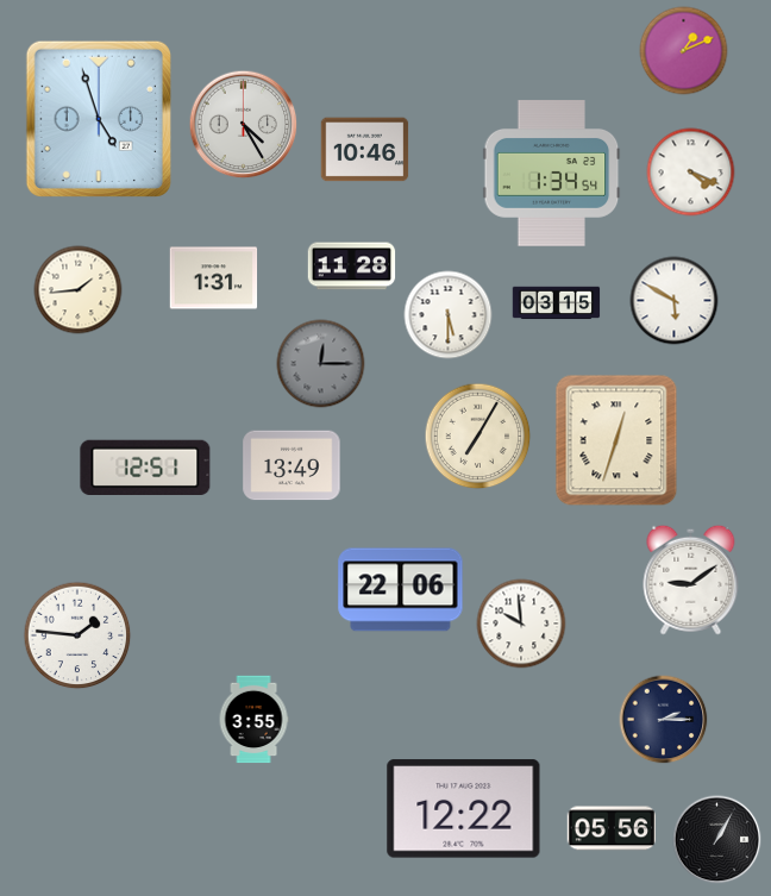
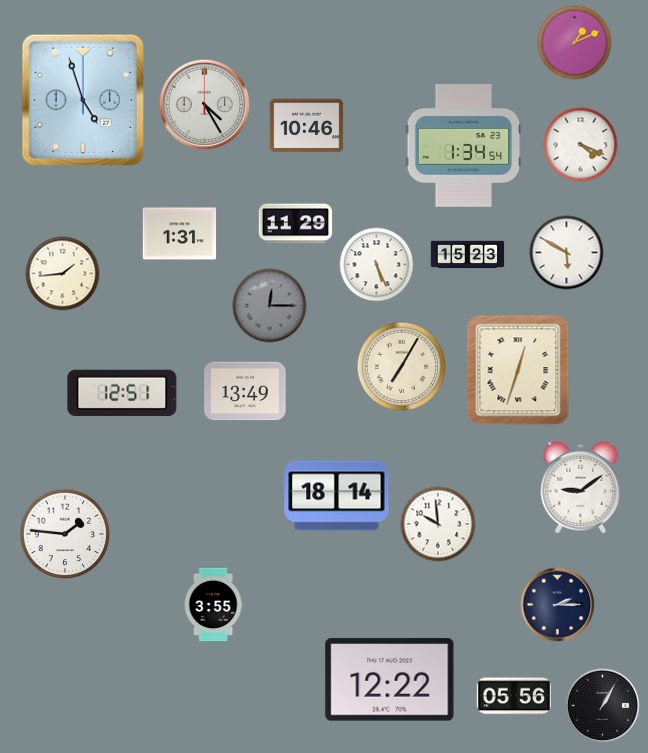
clock at (352, 267): 11:28 -> 11:29
clock at (79, 290) position: (79, 290) -> (63, 274)
clock at (557, 303): 03:15 -> 15:23
clock at (449, 315): 5:30 -> 5:26
clock at (401, 590): 22:06 -> 18:14
